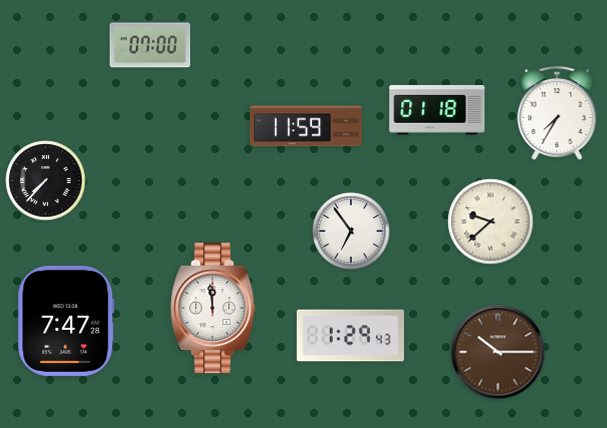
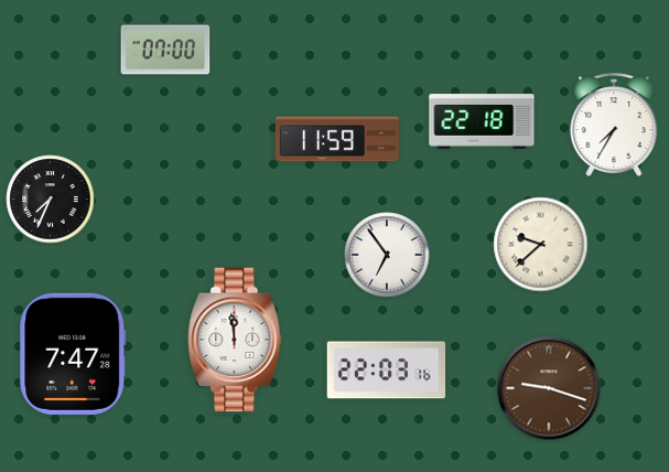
clock at (437, 110): 01:18 -> 22:18
clock at (46, 181): 7:37 -> 7:34
clock at (351, 336): 1:29 -> 22:03
clock at (498, 352): 10:15 -> 9:18
